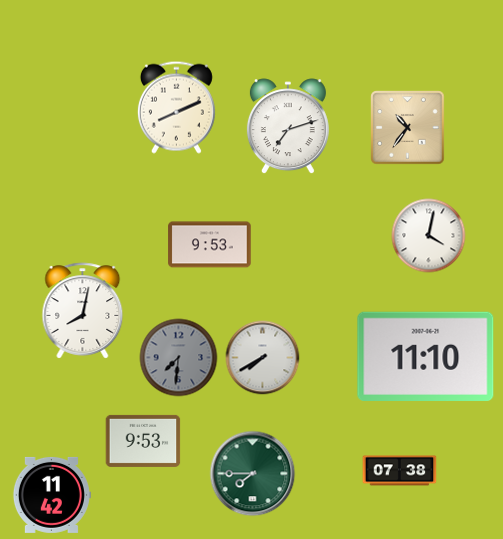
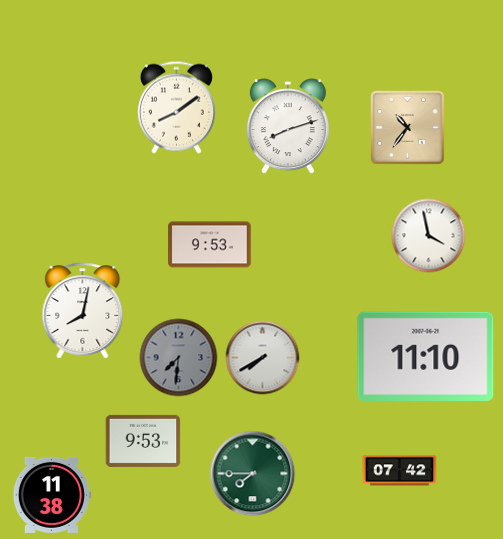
clock at (176, 107): 8:11 -> 8:09
clock at (288, 127): 7:12 -> 8:12
clock at (429, 236): 4:02 -> 3:58
clock at (400, 471): 07:38 -> 07:42
clock at (51, 495): 11:42 -> 11:38
